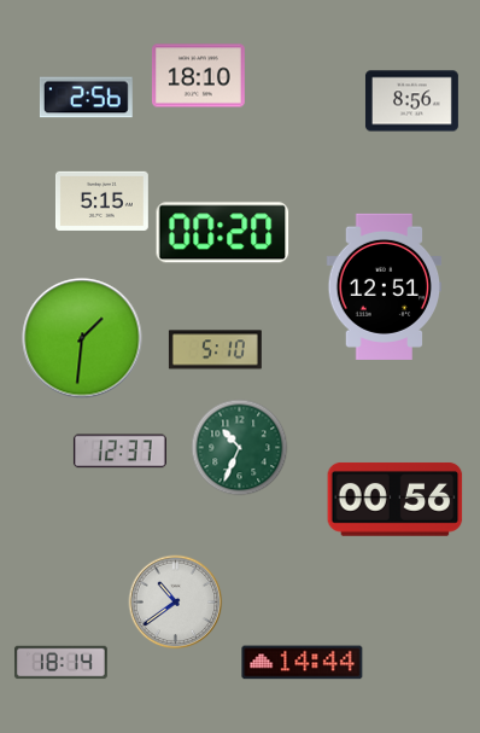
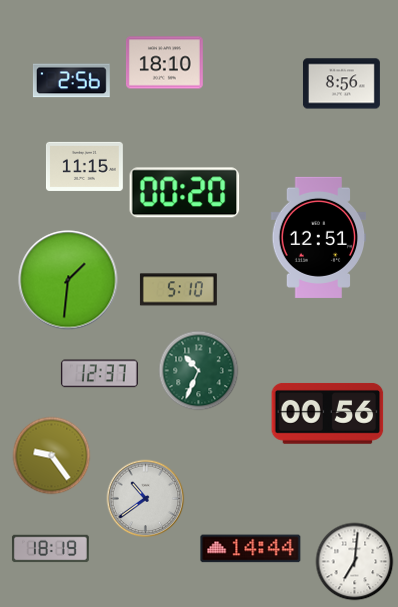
clock at (101, 200): 5:15 -> 11:15
clock at (51, 455): none -> 9:24
clock at (60, 663): 18:14 -> 18:19
clock at (354, 561): none -> 7:01
